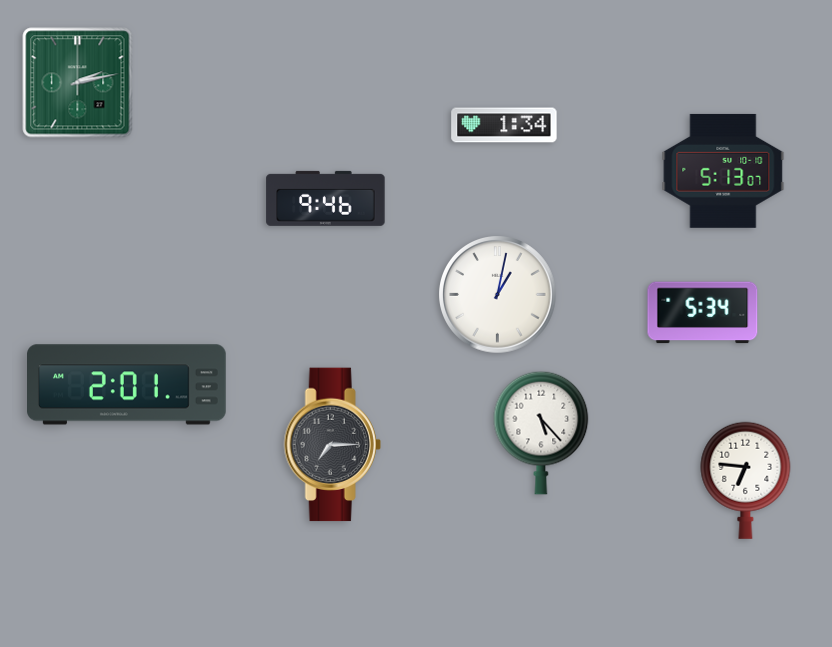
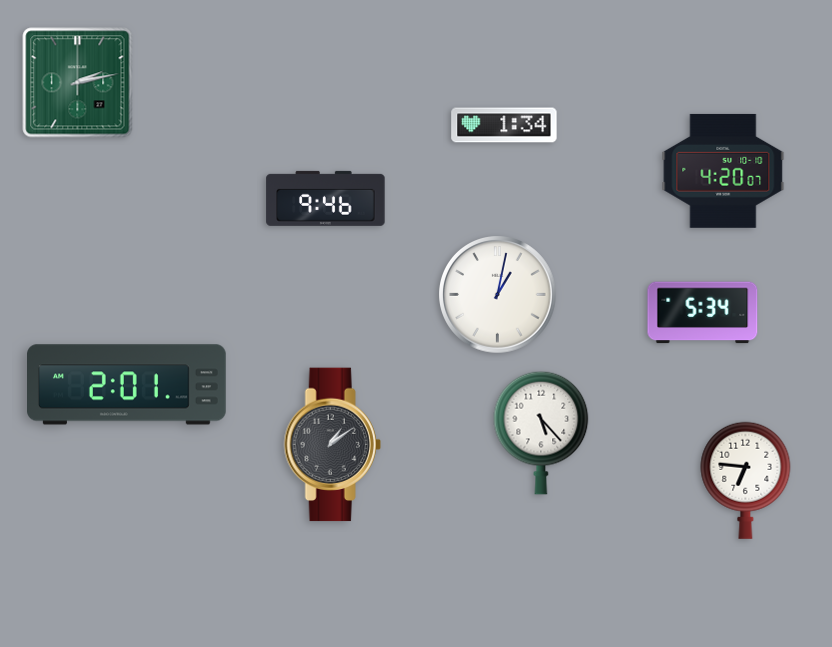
clock at (723, 171): 5:13 -> 4:20
clock at (332, 445): 7:15 -> 1:09
